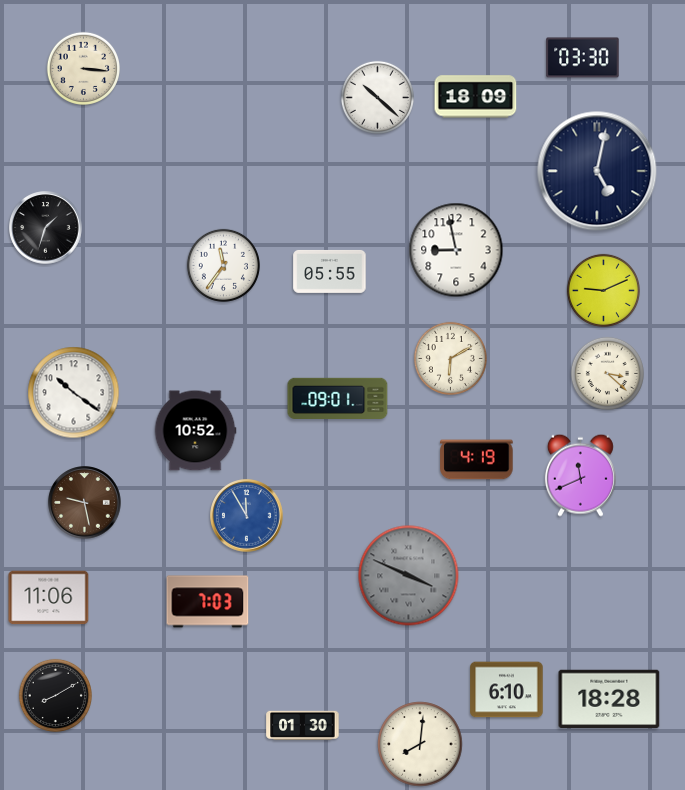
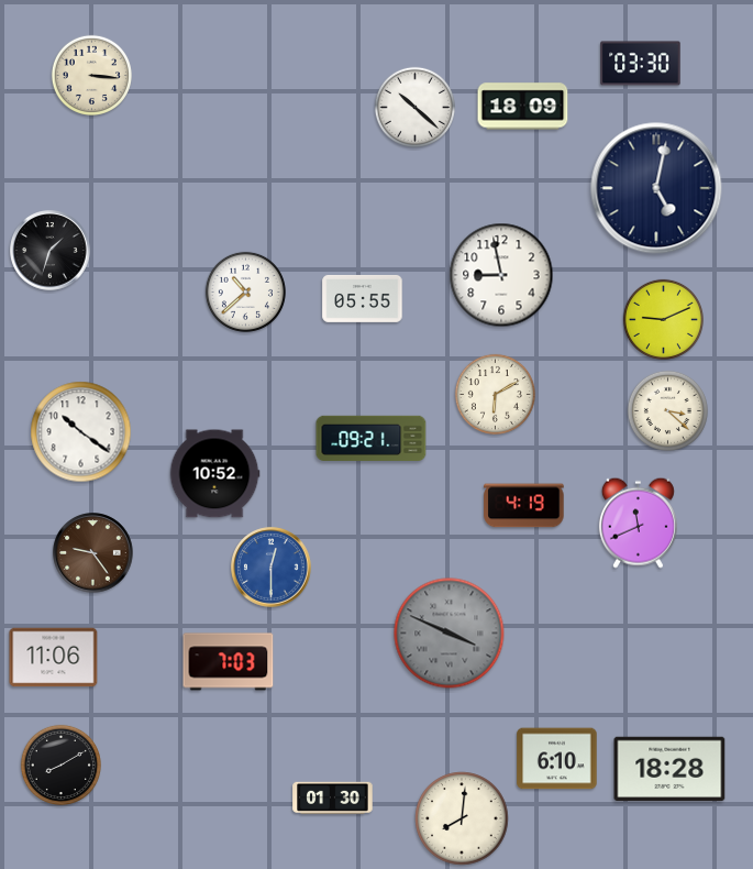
clock at (223, 265): 11:36 -> 10:38
clock at (338, 398): 09:01 -> 09:21
clock at (85, 503): 9:28 -> 9:24
clock at (247, 516): 11:55 -> 12:30
